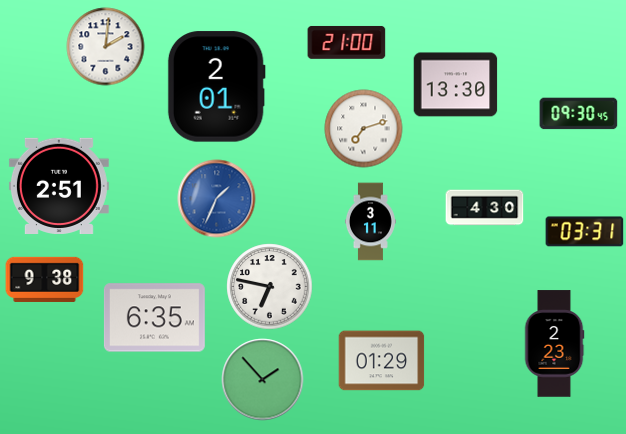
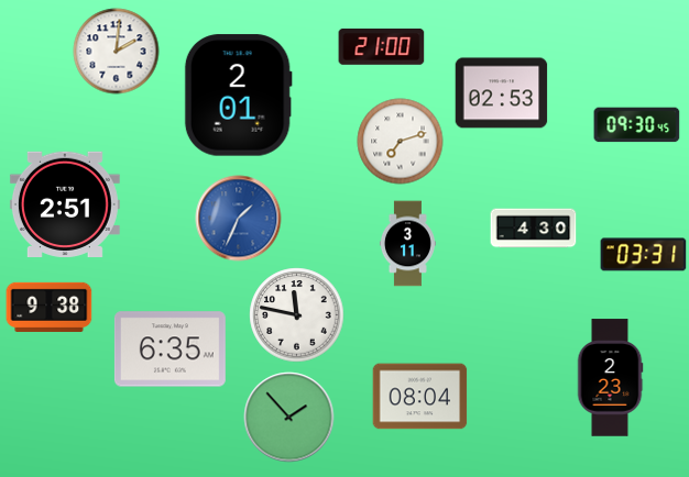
clock at (455, 85): 13:30 -> 02:53
clock at (269, 286): 6:47 -> 11:47
clock at (381, 361): 01:29 -> 08:04
